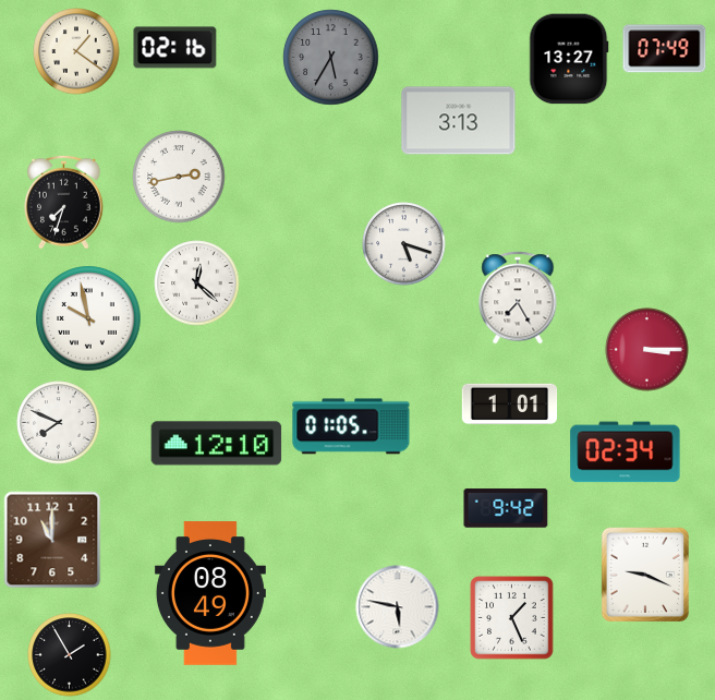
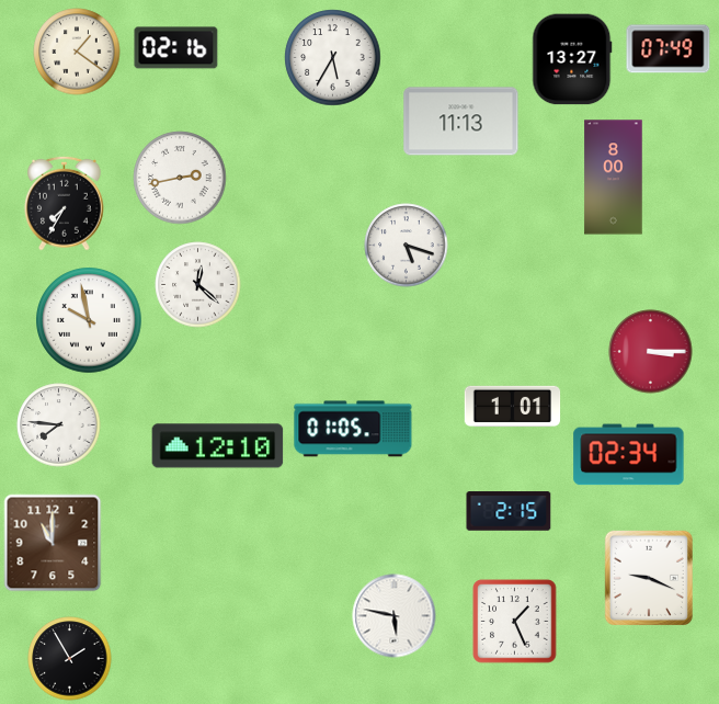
clock at (331, 58) dial: grey -> white
clock at (459, 121): 3:13 -> 11:13
clock at (614, 178): none -> 8:00
clock at (64, 202): 7:33 -> 7:35
clock at (518, 298): 7:25 -> none
clock at (59, 423): 7:49 -> 7:46
clock at (506, 508): 9:42 -> 2:15
clock at (210, 593): 08:49 -> none
clock at (398, 607) position: (398, 607) -> (395, 616)
